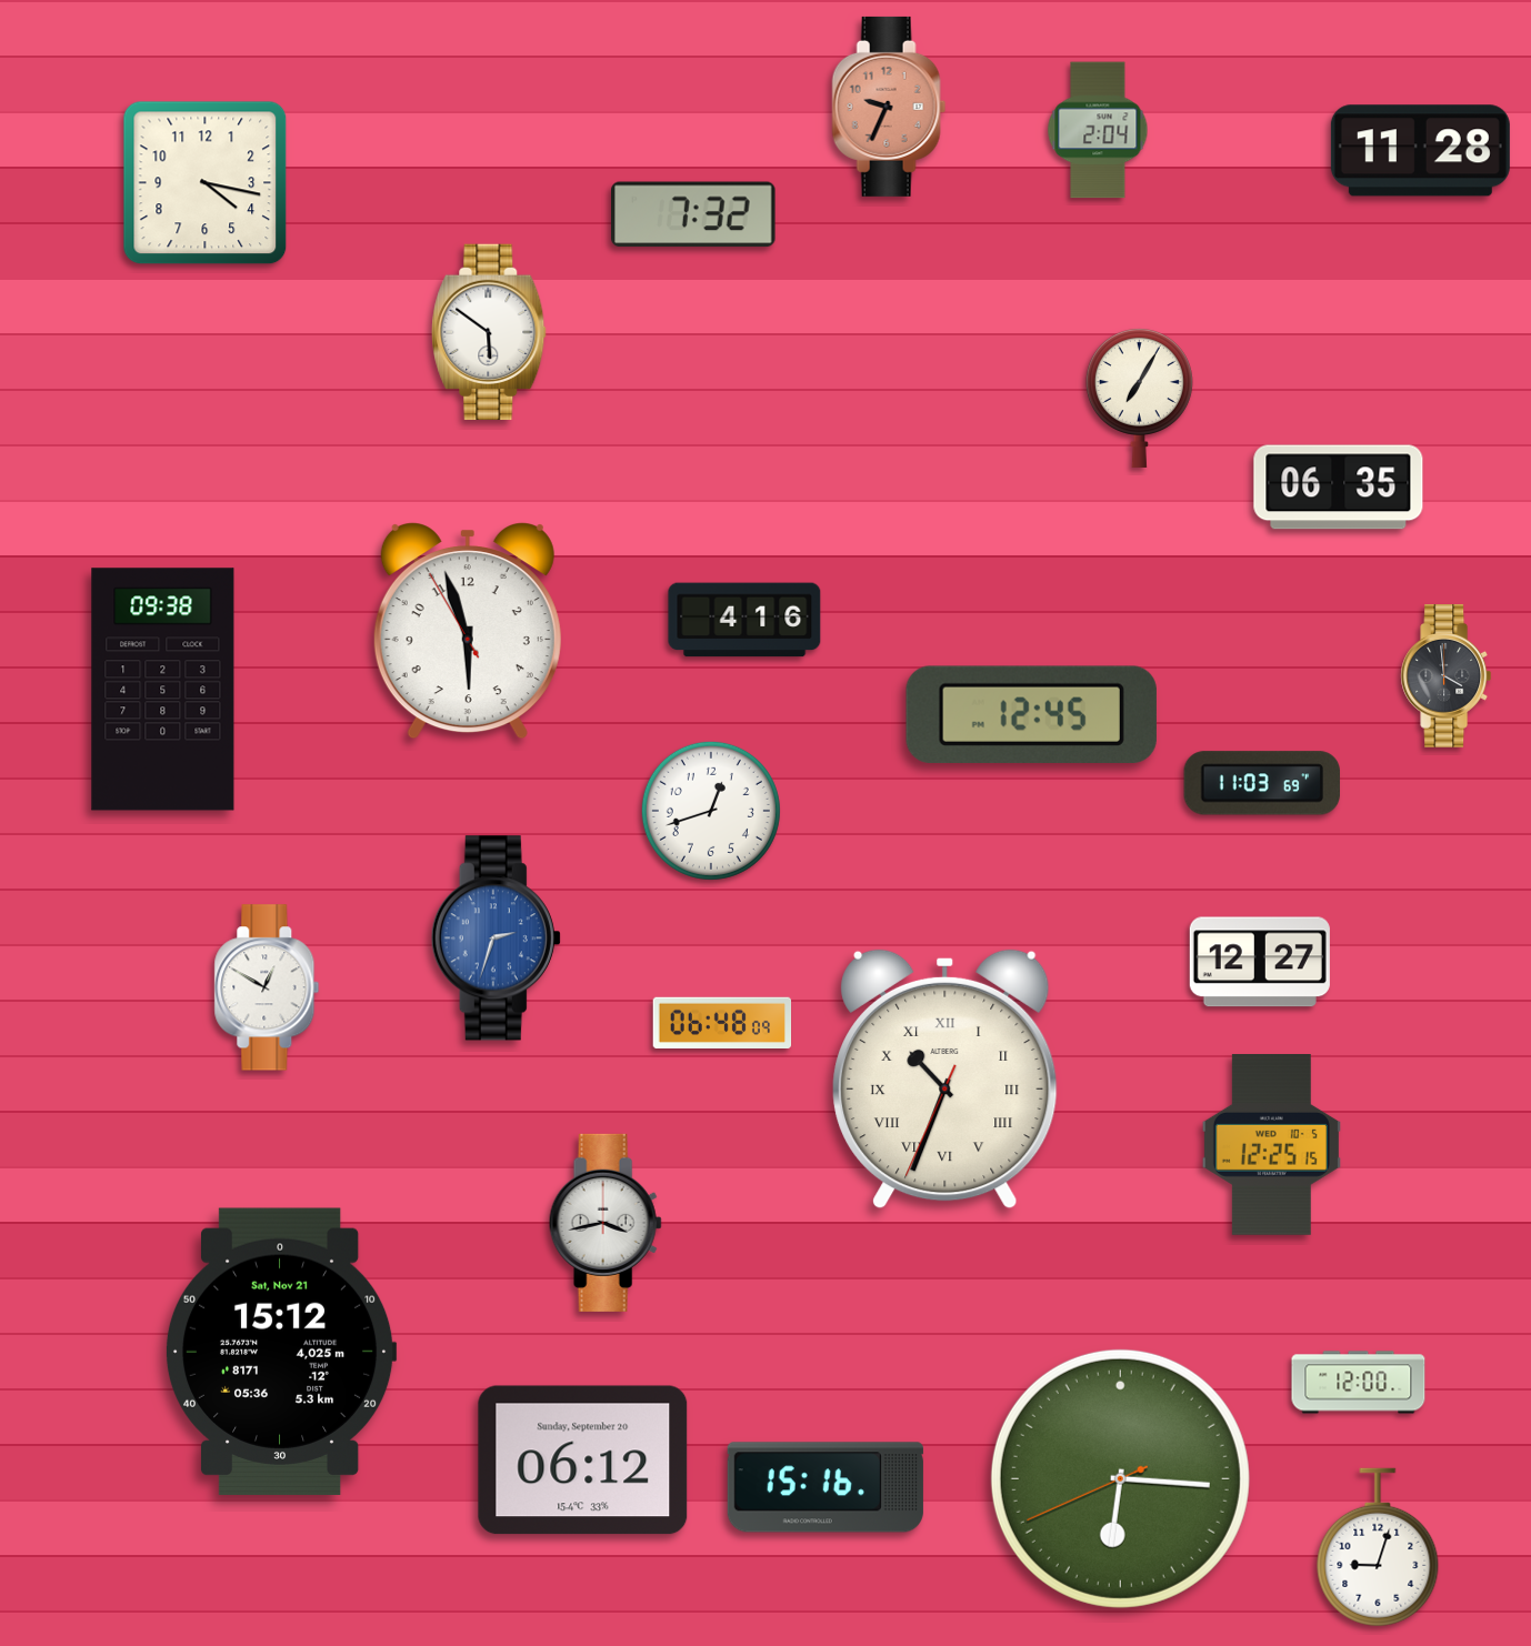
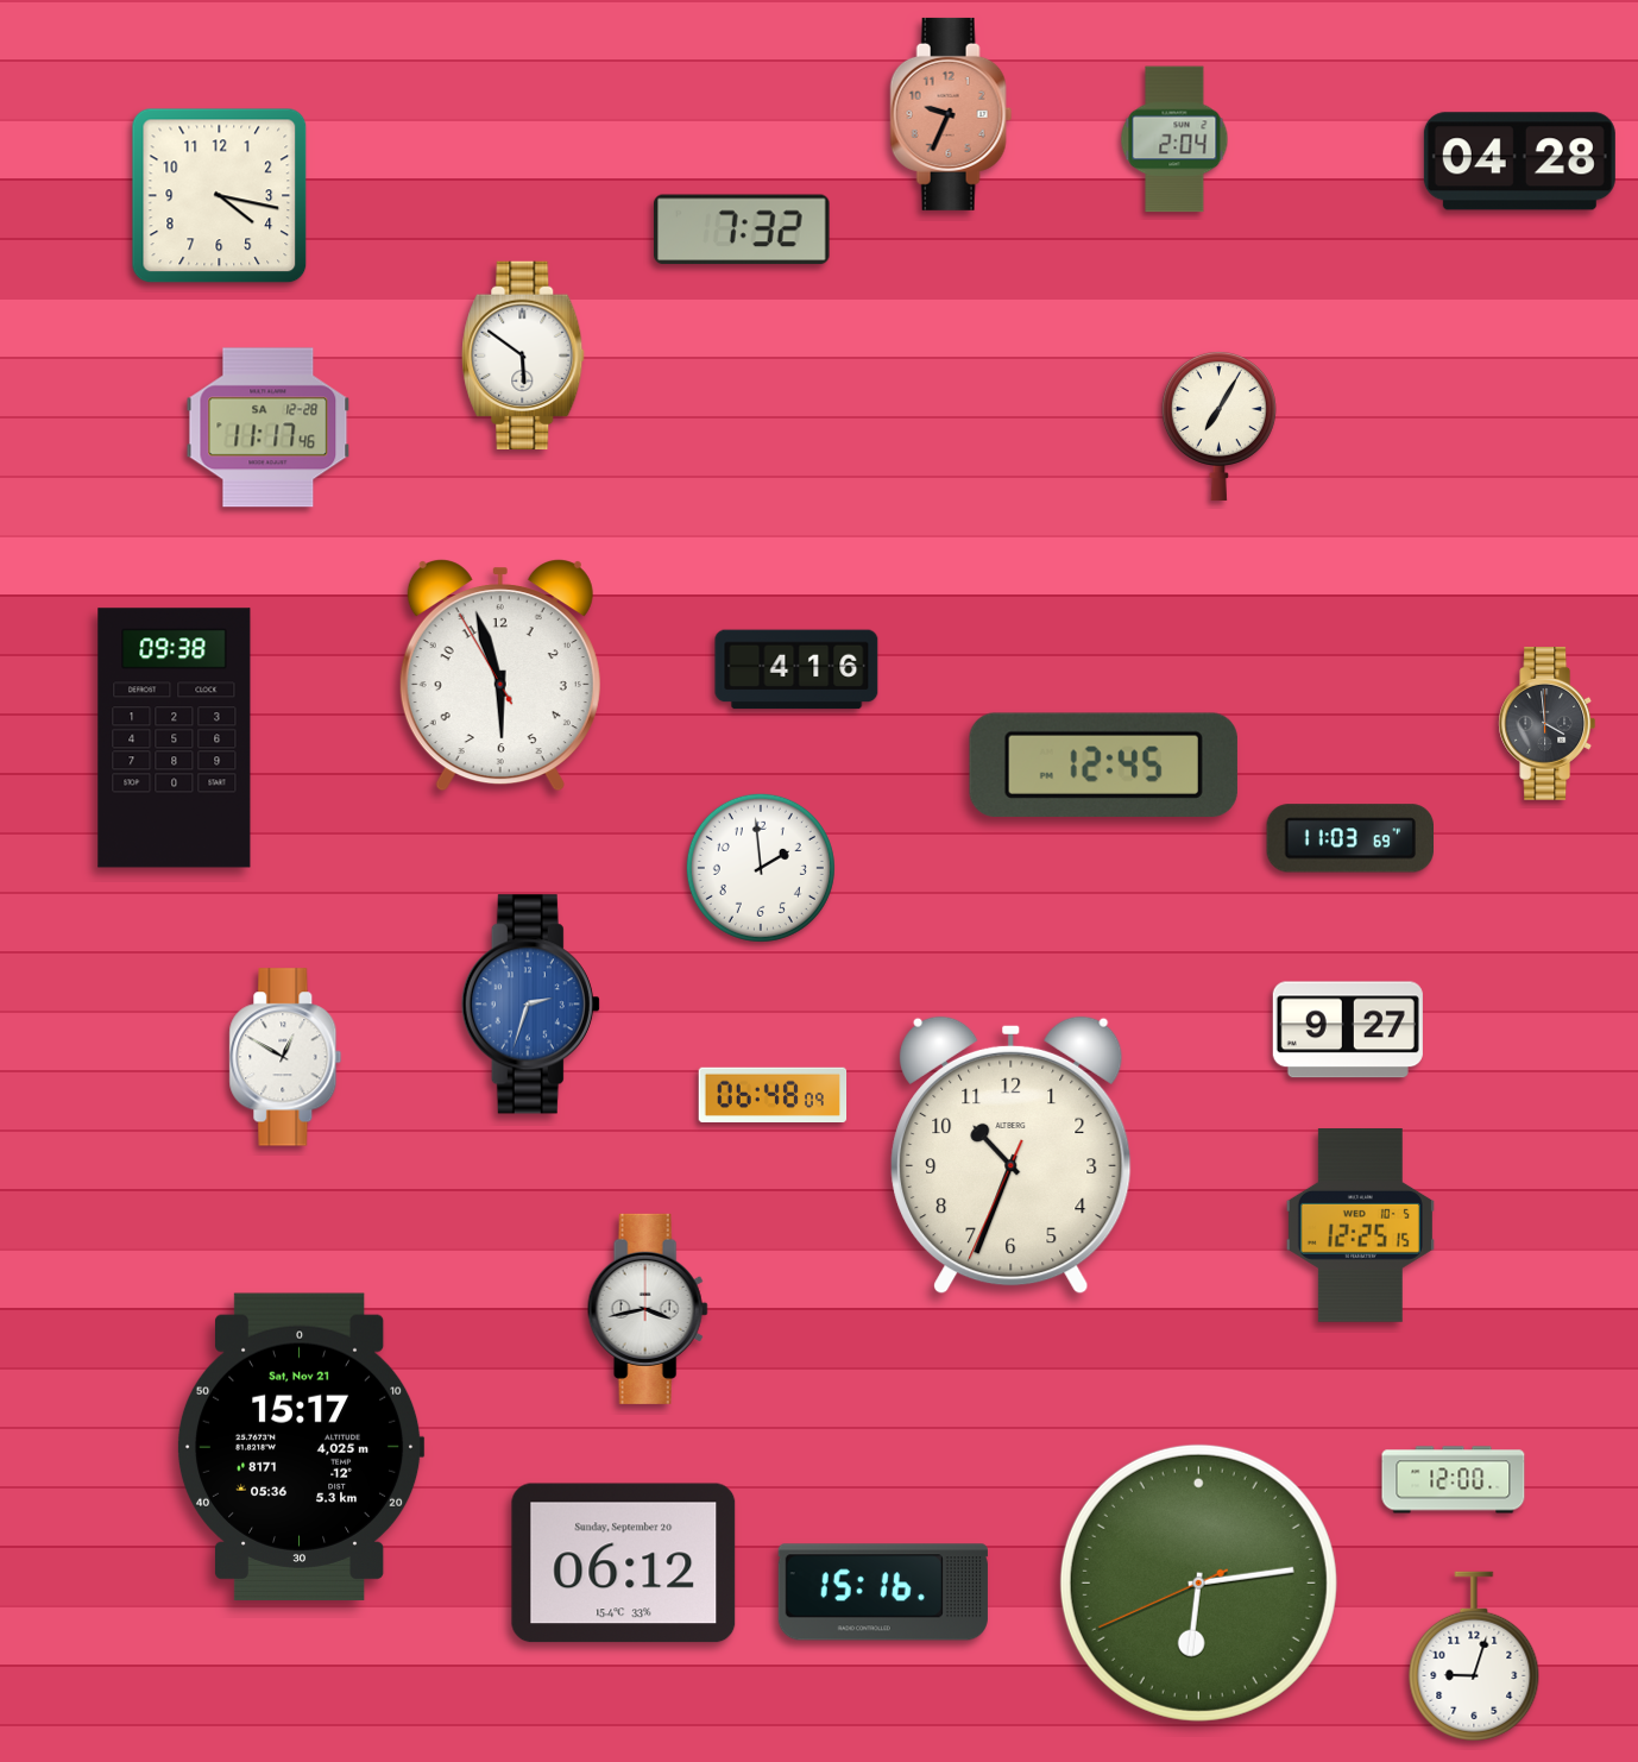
clock at (1420, 151): 11:28 -> 04:28
clock at (269, 428): none -> 11:17
clock at (1339, 488): 06:35 -> none
clock at (744, 620) position: (744, 620) -> (796, 669)
clock at (711, 811): 12:42 -> 1:59
clock at (1260, 962): 12:27 -> 9:27
clock at (945, 1080) numerals: Roman -> Arabic
clock at (281, 1352): 15:12 -> 15:17
clock at (1120, 1478): 6:15 -> 6:13
